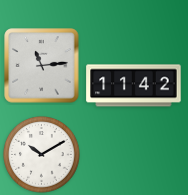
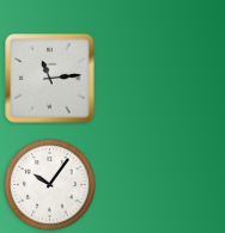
clock at (134, 86): 11:42 -> none
clock at (42, 155): 10:10 -> 10:06
